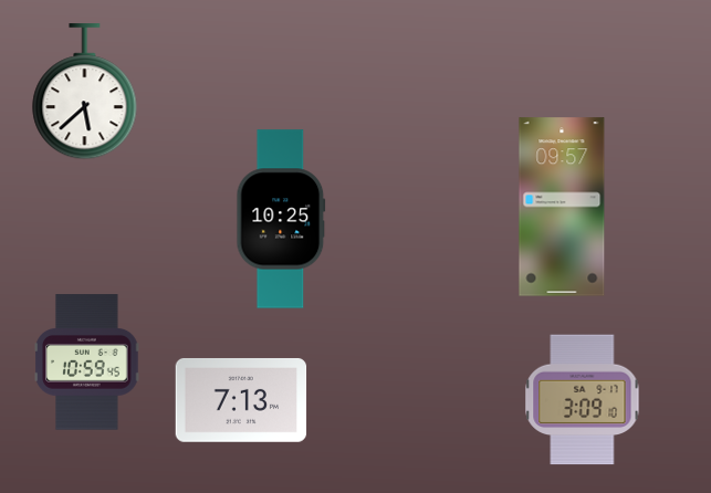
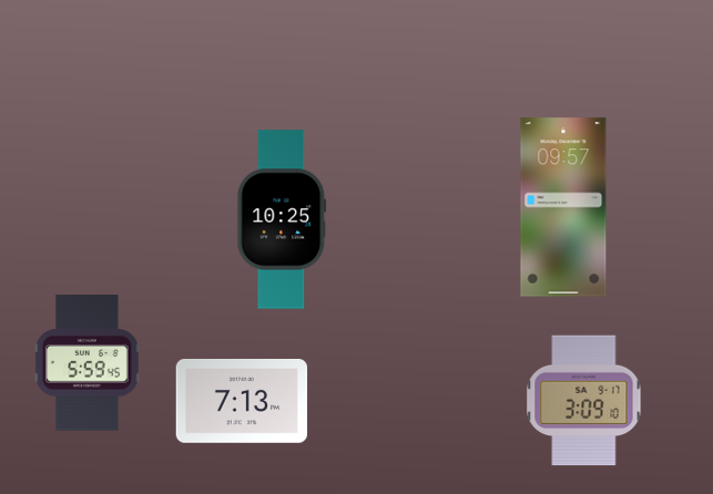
clock at (85, 92): 5:38 -> none
clock at (87, 363): 10:59 -> 5:59
